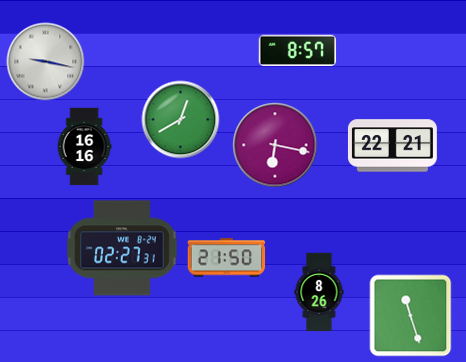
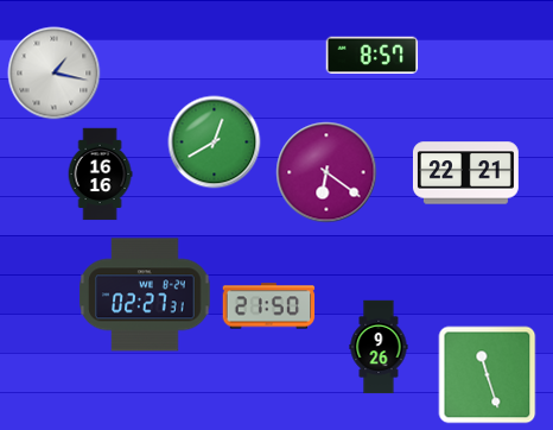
clock at (297, 51) position: (297, 51) -> (371, 56)
clock at (45, 61): 9:17 -> 1:17
clock at (275, 145): 6:17 -> 6:21
clock at (319, 292): 8:26 -> 9:26
